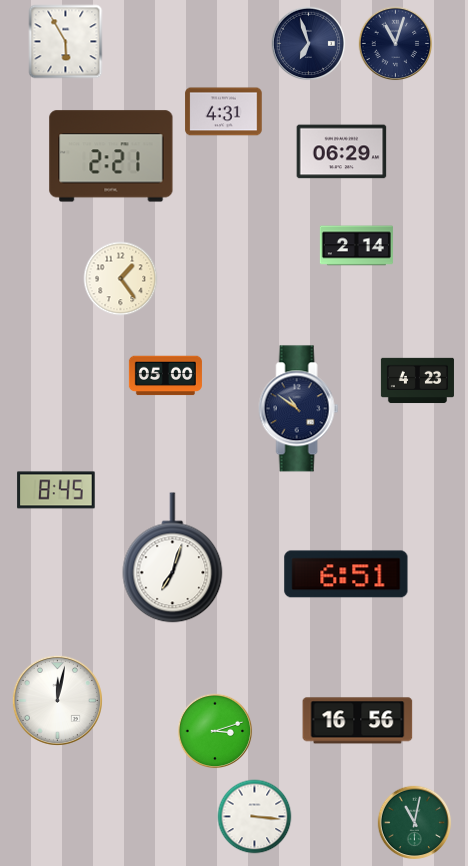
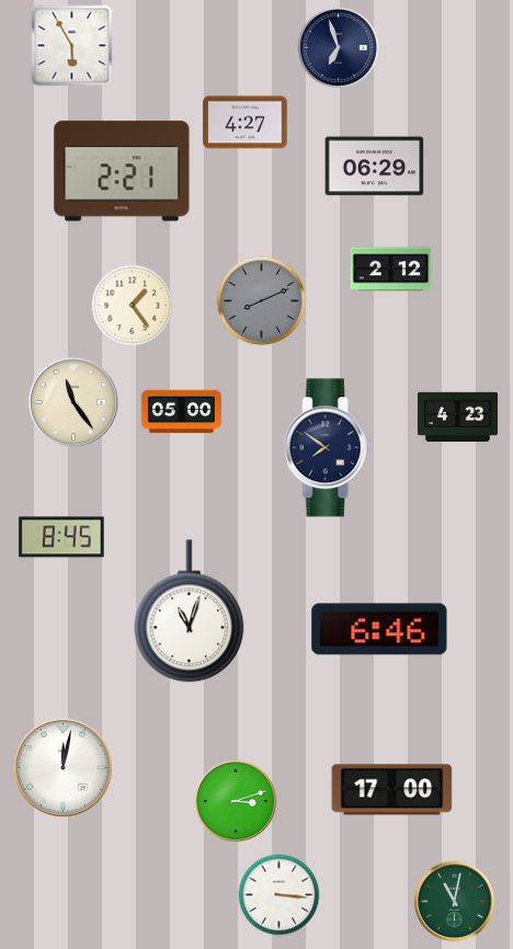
clock at (396, 44): 11:03 -> none
clock at (224, 112): 4:31 -> 4:27
clock at (356, 246): 2:14 -> 2:12
clock at (262, 301): none -> 8:11
clock at (72, 401): none -> 11:24
clock at (299, 409): 10:51 -> 7:51
clock at (173, 558): 7:03 -> 11:03
clock at (346, 574): 6:51 -> 6:46
clock at (358, 721): 16:56 -> 17:00
